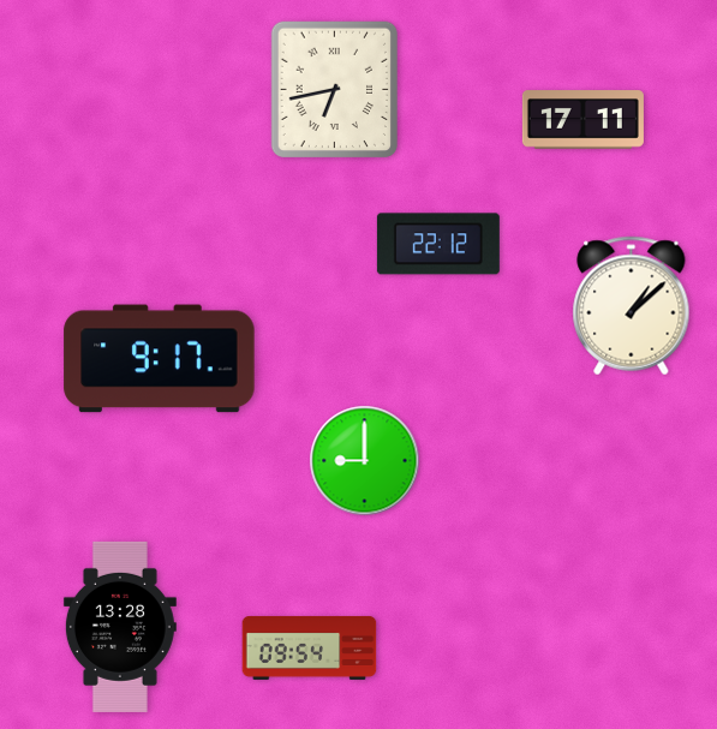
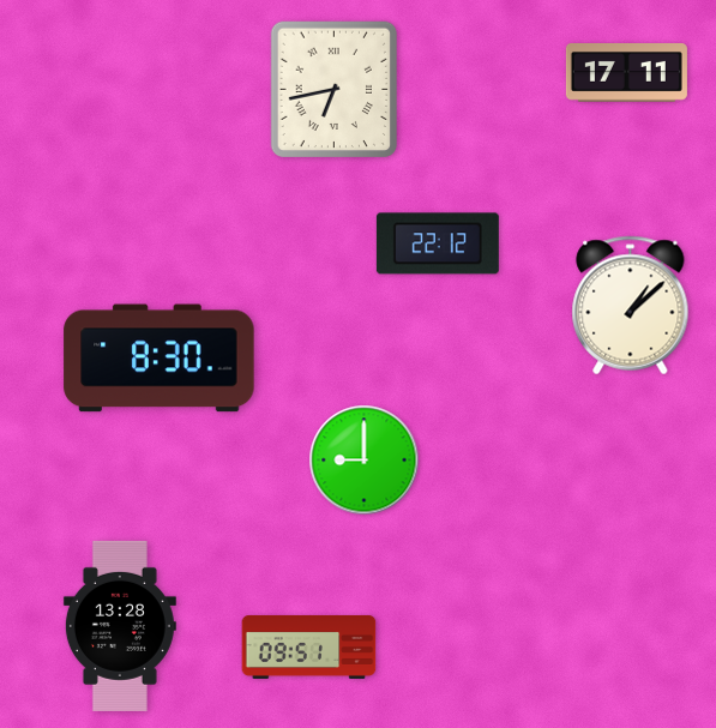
clock at (582, 120) position: (582, 120) -> (626, 73)
clock at (160, 359): 9:17 -> 8:30
clock at (310, 647): 09:54 -> 09:51
